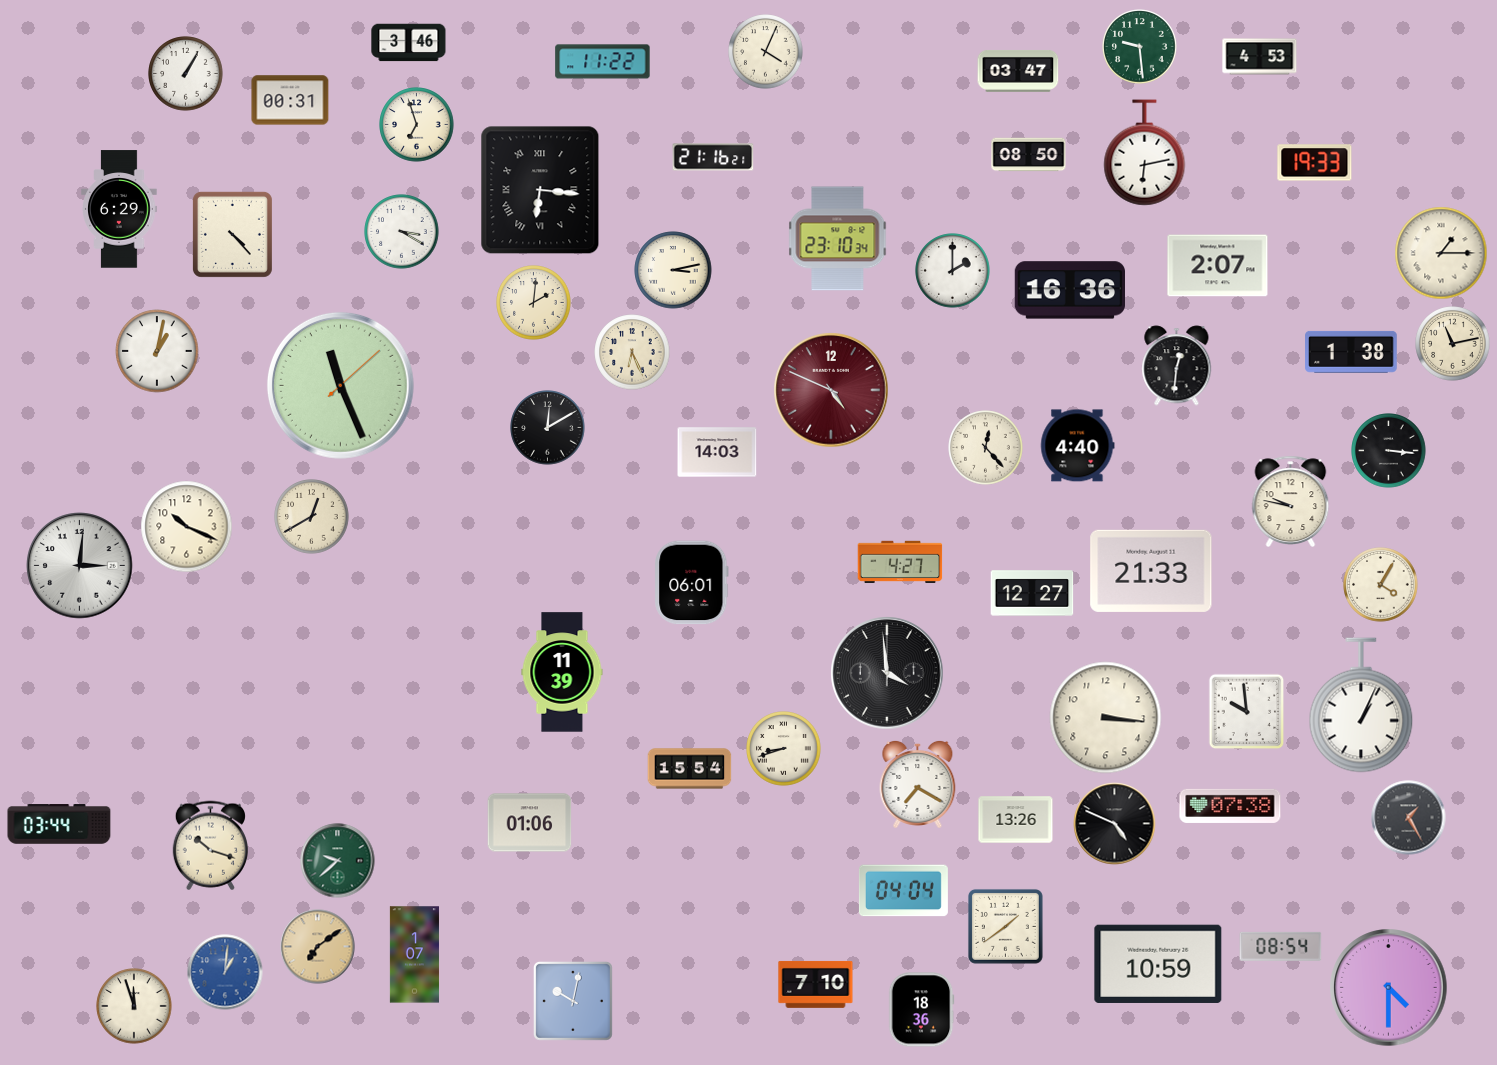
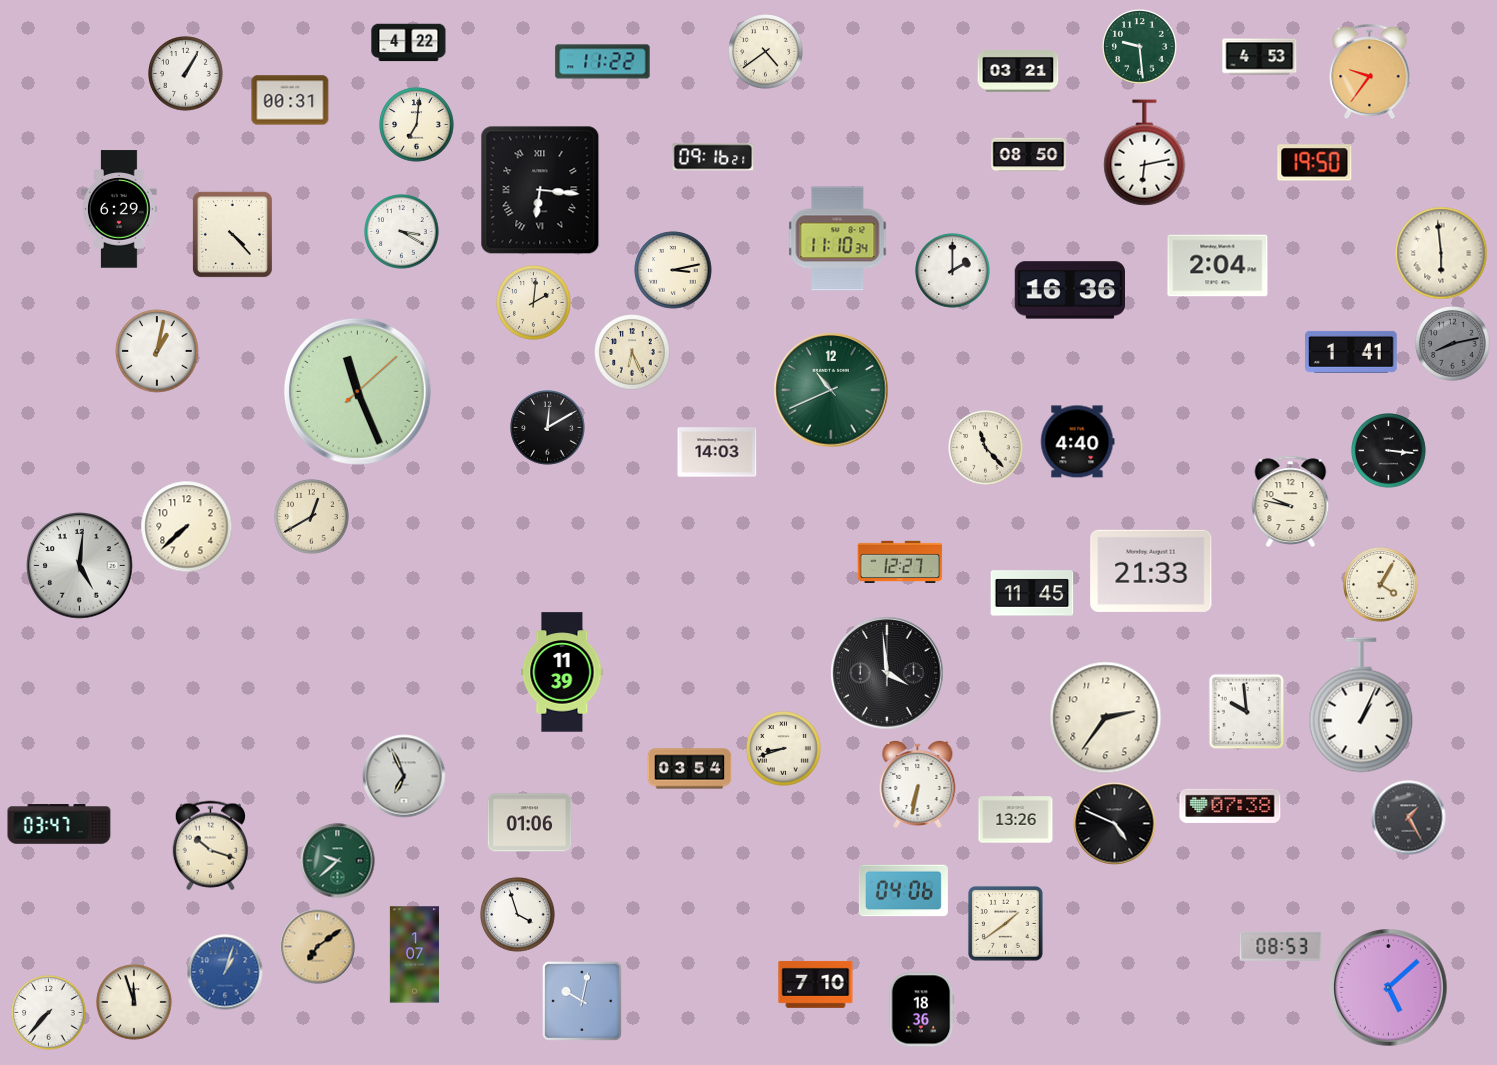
clock at (409, 43): 3:46 -> 4:22
clock at (766, 52): 4:04 -> 4:39
clock at (1018, 71): 03:47 -> 03:21
clock at (1370, 72): none -> 9:36
clock at (417, 125): 6:57 -> 7:01
clock at (713, 157): 21:16 -> 09:16
clock at (1315, 163): 19:33 -> 19:50
clock at (838, 239): 23:10 -> 11:10
clock at (1441, 253): 1:15 -> 5:59
clock at (1218, 266): 2:07 -> 2:04
clock at (1453, 344): 11:13 -> 8:13
clock at (1453, 344) dial: cream -> grey
clock at (1351, 352): 1:38 -> 1:41
clock at (1177, 366): 12:31 -> none
clock at (340, 385) position: (340, 385) -> (357, 391)
clock at (831, 390): 4:49 -> 10:41
clock at (831, 390) dial: burgundy -> green
clock at (1078, 446) position: (1078, 446) -> (1078, 442)
clock at (986, 448): 12:23 -> 11:23
clock at (187, 527): 10:19 -> 7:38
clock at (900, 562): 4:27 -> 12:27
clock at (80, 566): 3:01 -> 5:01
clock at (692, 583): 06:01 -> none
clock at (1032, 593): 12:27 -> 11:45
clock at (1106, 718): 3:16 -> 2:36
clock at (690, 769): 15:54 -> 03:54
clock at (404, 776): none -> 6:56
clock at (918, 784): 7:20 -> 6:32
clock at (59, 824): 03:44 -> 03:47
clock at (903, 891): 04:04 -> 04:06
clock at (518, 915): none -> 3:57
clock at (1005, 926) position: (1005, 926) -> (1005, 923)
clock at (1281, 946): 08:54 -> 08:53
clock at (1158, 964): 10:59 -> none
clock at (225, 972): 1:01 -> 1:03
clock at (1389, 988): 4:30 -> 5:08
clock at (573, 1001) position: (573, 1001) -> (582, 1001)
clock at (134, 1006) position: (134, 1006) -> (134, 1002)
clock at (49, 1013): none -> 7:37
